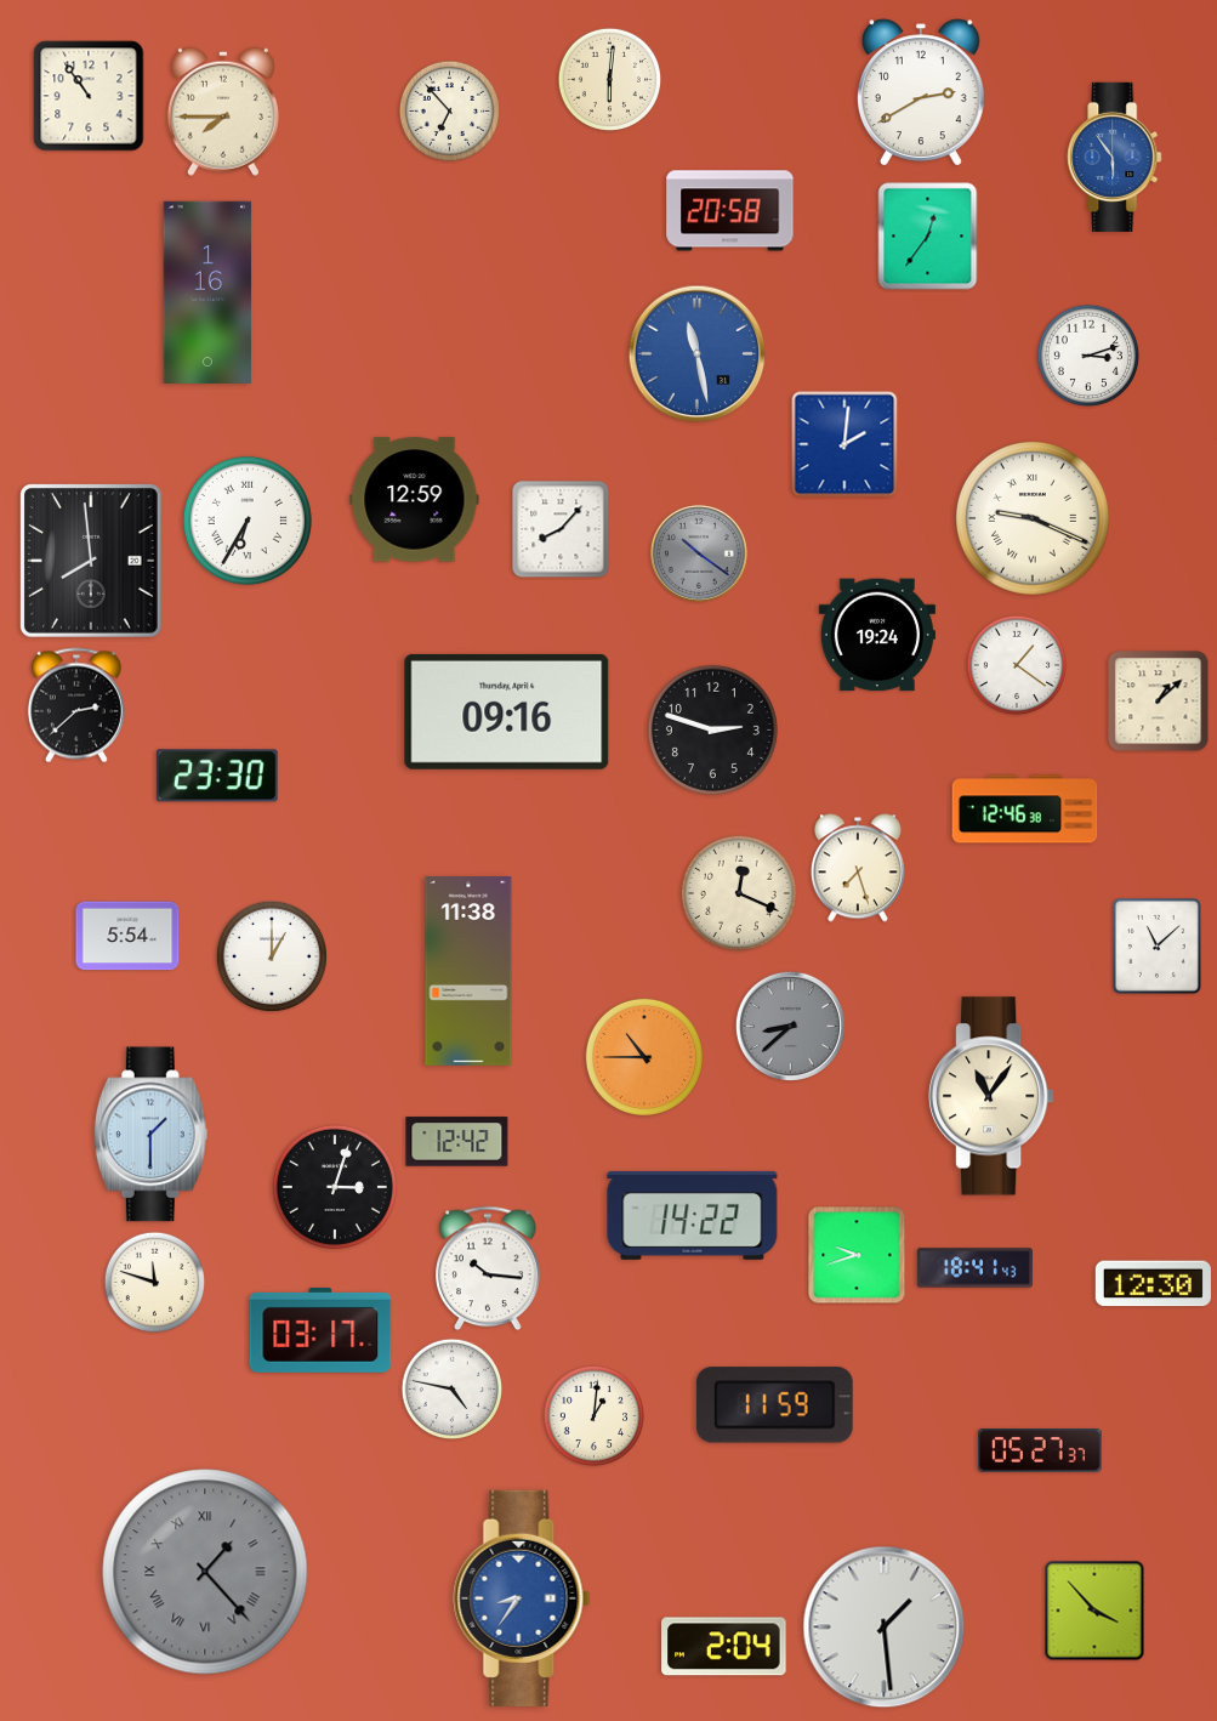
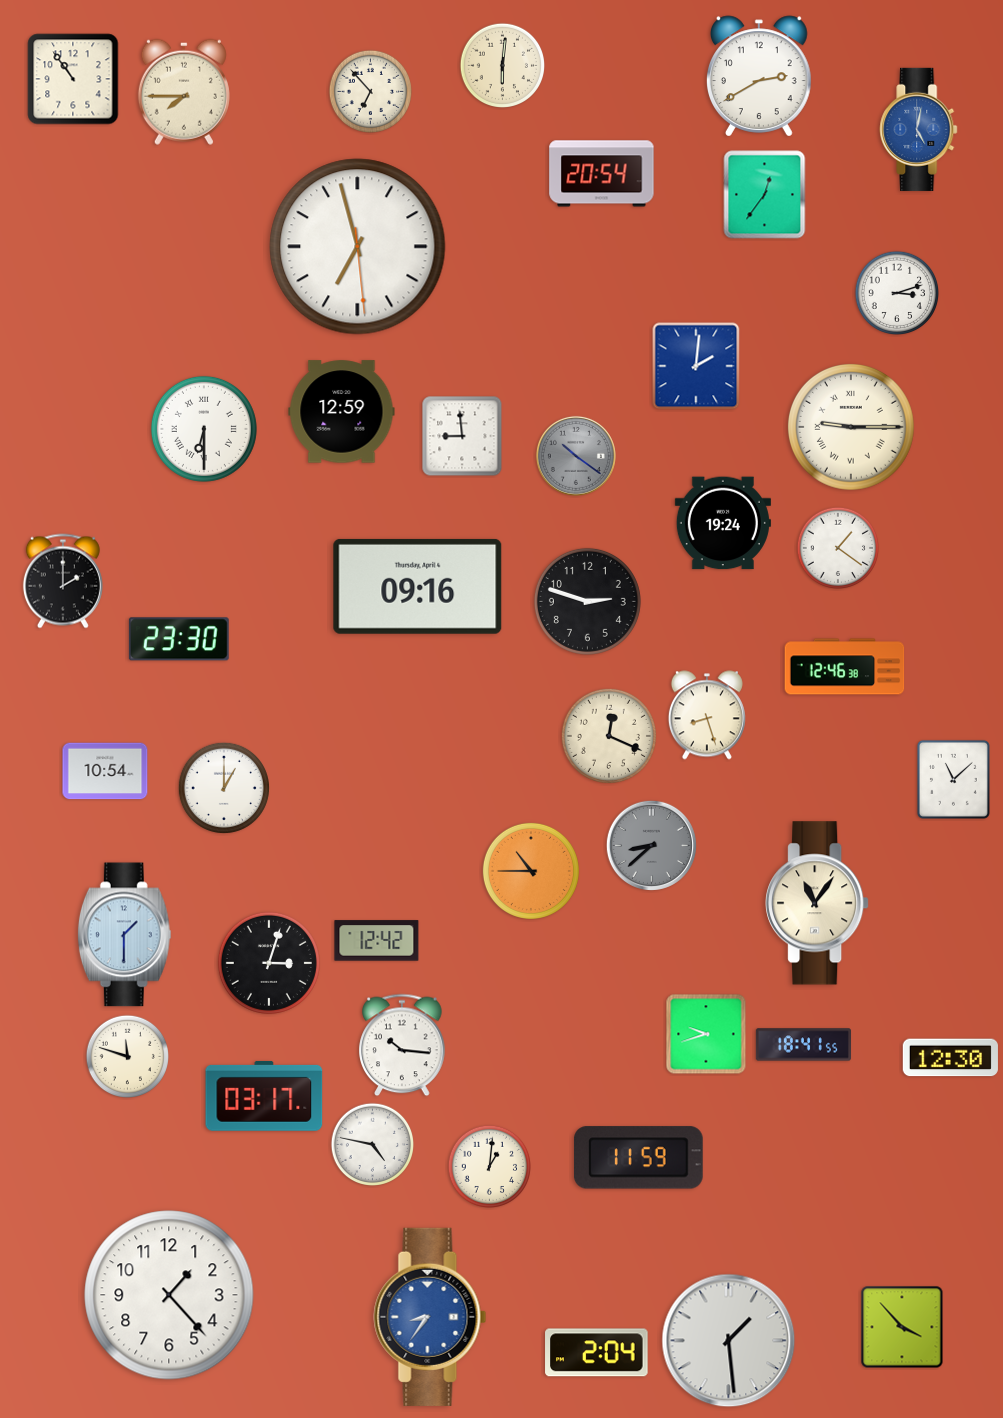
clock at (1115, 157): 5:54 -> 5:02
clock at (730, 211): 20:58 -> 20:54
clock at (207, 292): 1:16 -> none
clock at (358, 247): none -> 6:57
clock at (698, 354): 11:28 -> none
clock at (1033, 518): 9:19 -> 9:15
clock at (248, 521): 6:35 -> 6:30
clock at (561, 529): 8:07 -> 8:59
clock at (92, 562): 7:59 -> none
clock at (1159, 702): 1:08 -> none
clock at (76, 705): 2:38 -> 2:00
clock at (858, 868): 7:27 -> 8:27
clock at (127, 936): 5:54 -> 10:54
clock at (468, 972): 11:38 -> none
clock at (335, 1187) position: (335, 1187) -> (269, 963)
clock at (693, 1215): 14:22 -> none
clock at (974, 1268): 18:41:43 -> 18:41:55
clock at (1040, 1452): 05:27 -> none
clock at (205, 1572) dial: grey -> white
clock at (205, 1572) numerals: Roman -> Arabic
clock at (724, 1647) position: (724, 1647) -> (597, 1353)
